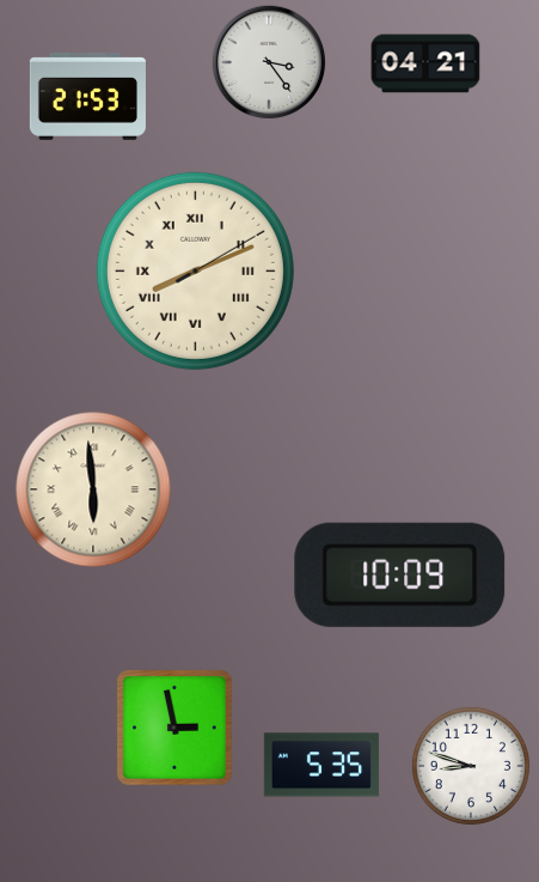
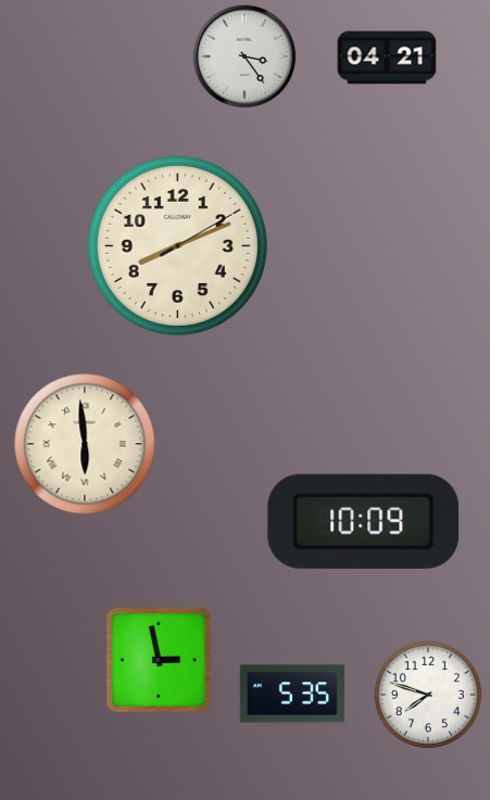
clock at (87, 96): 21:53 -> none
clock at (195, 270) numerals: Roman -> Arabic
clock at (471, 766): 8:48 -> 7:48
